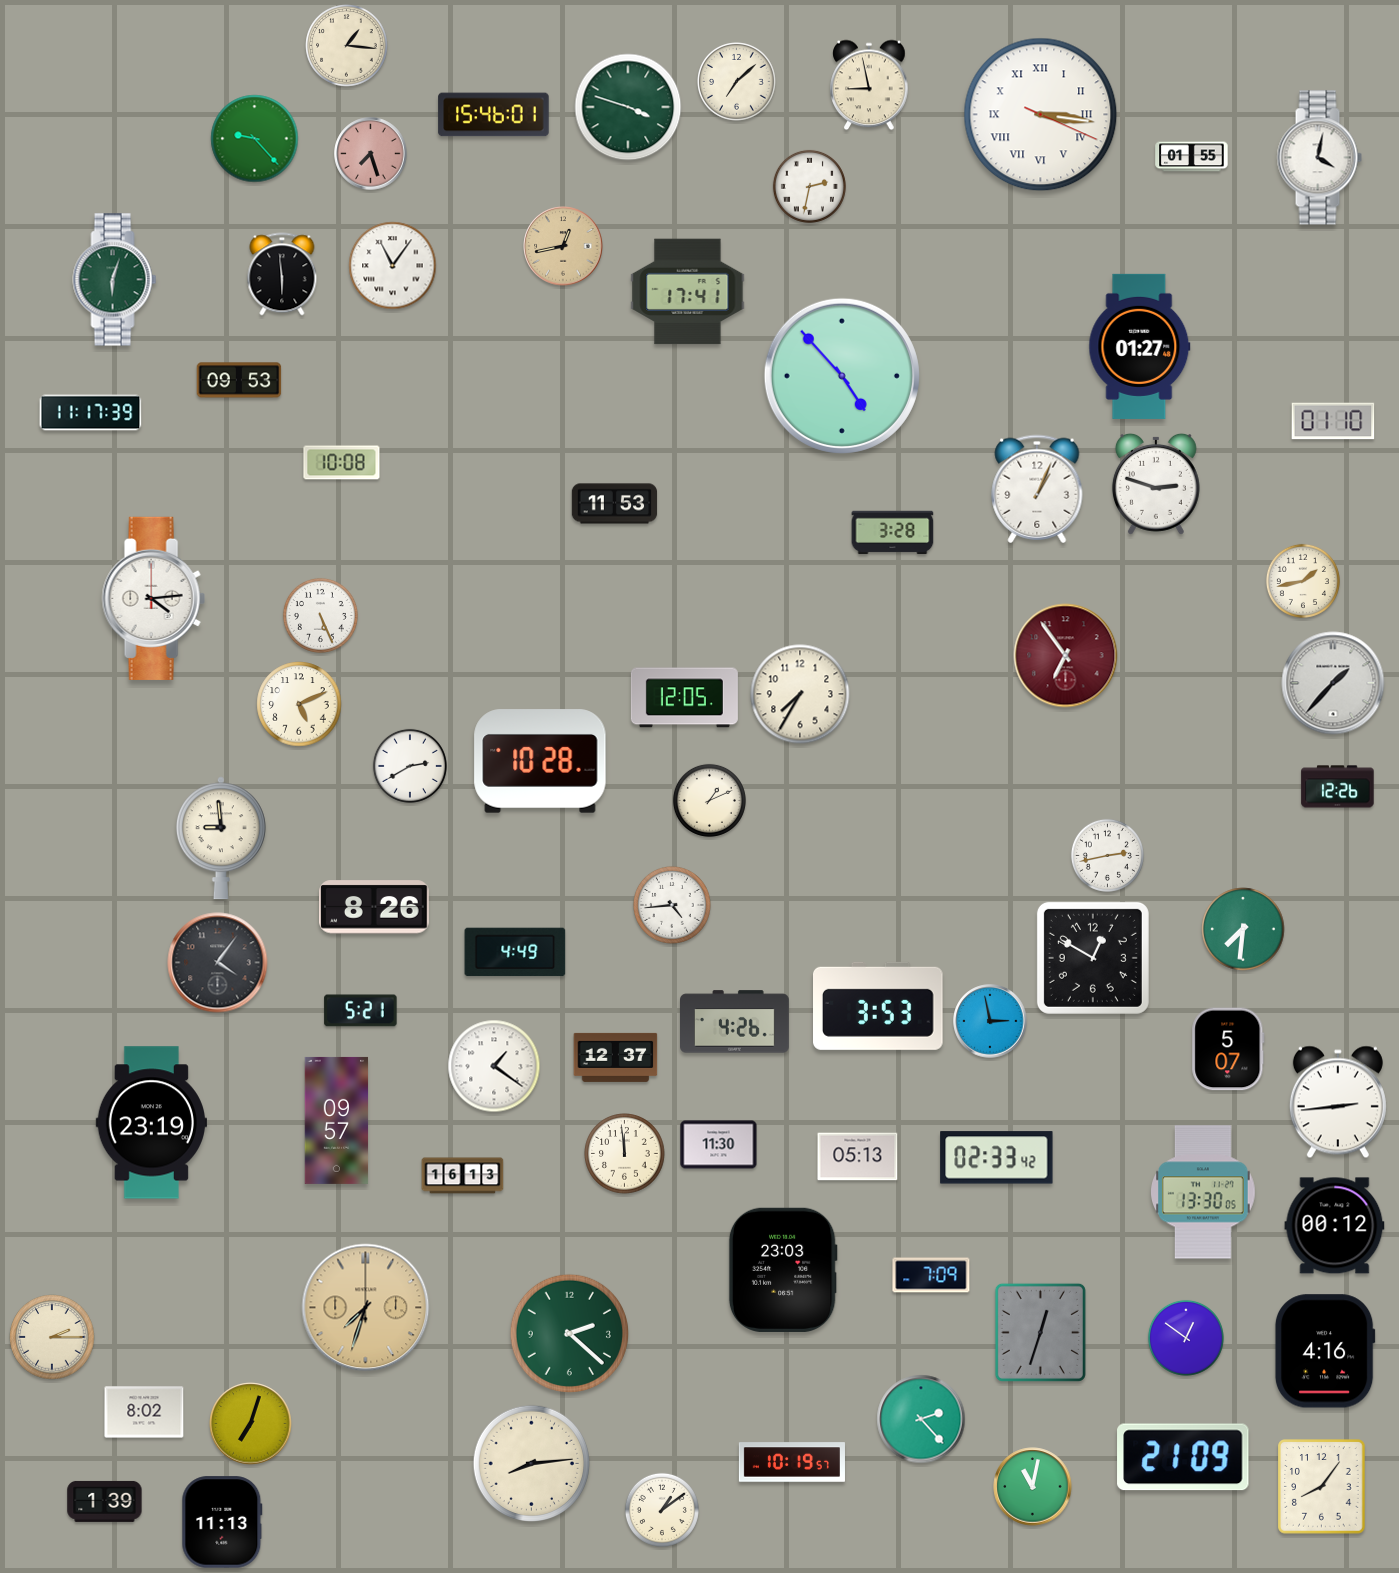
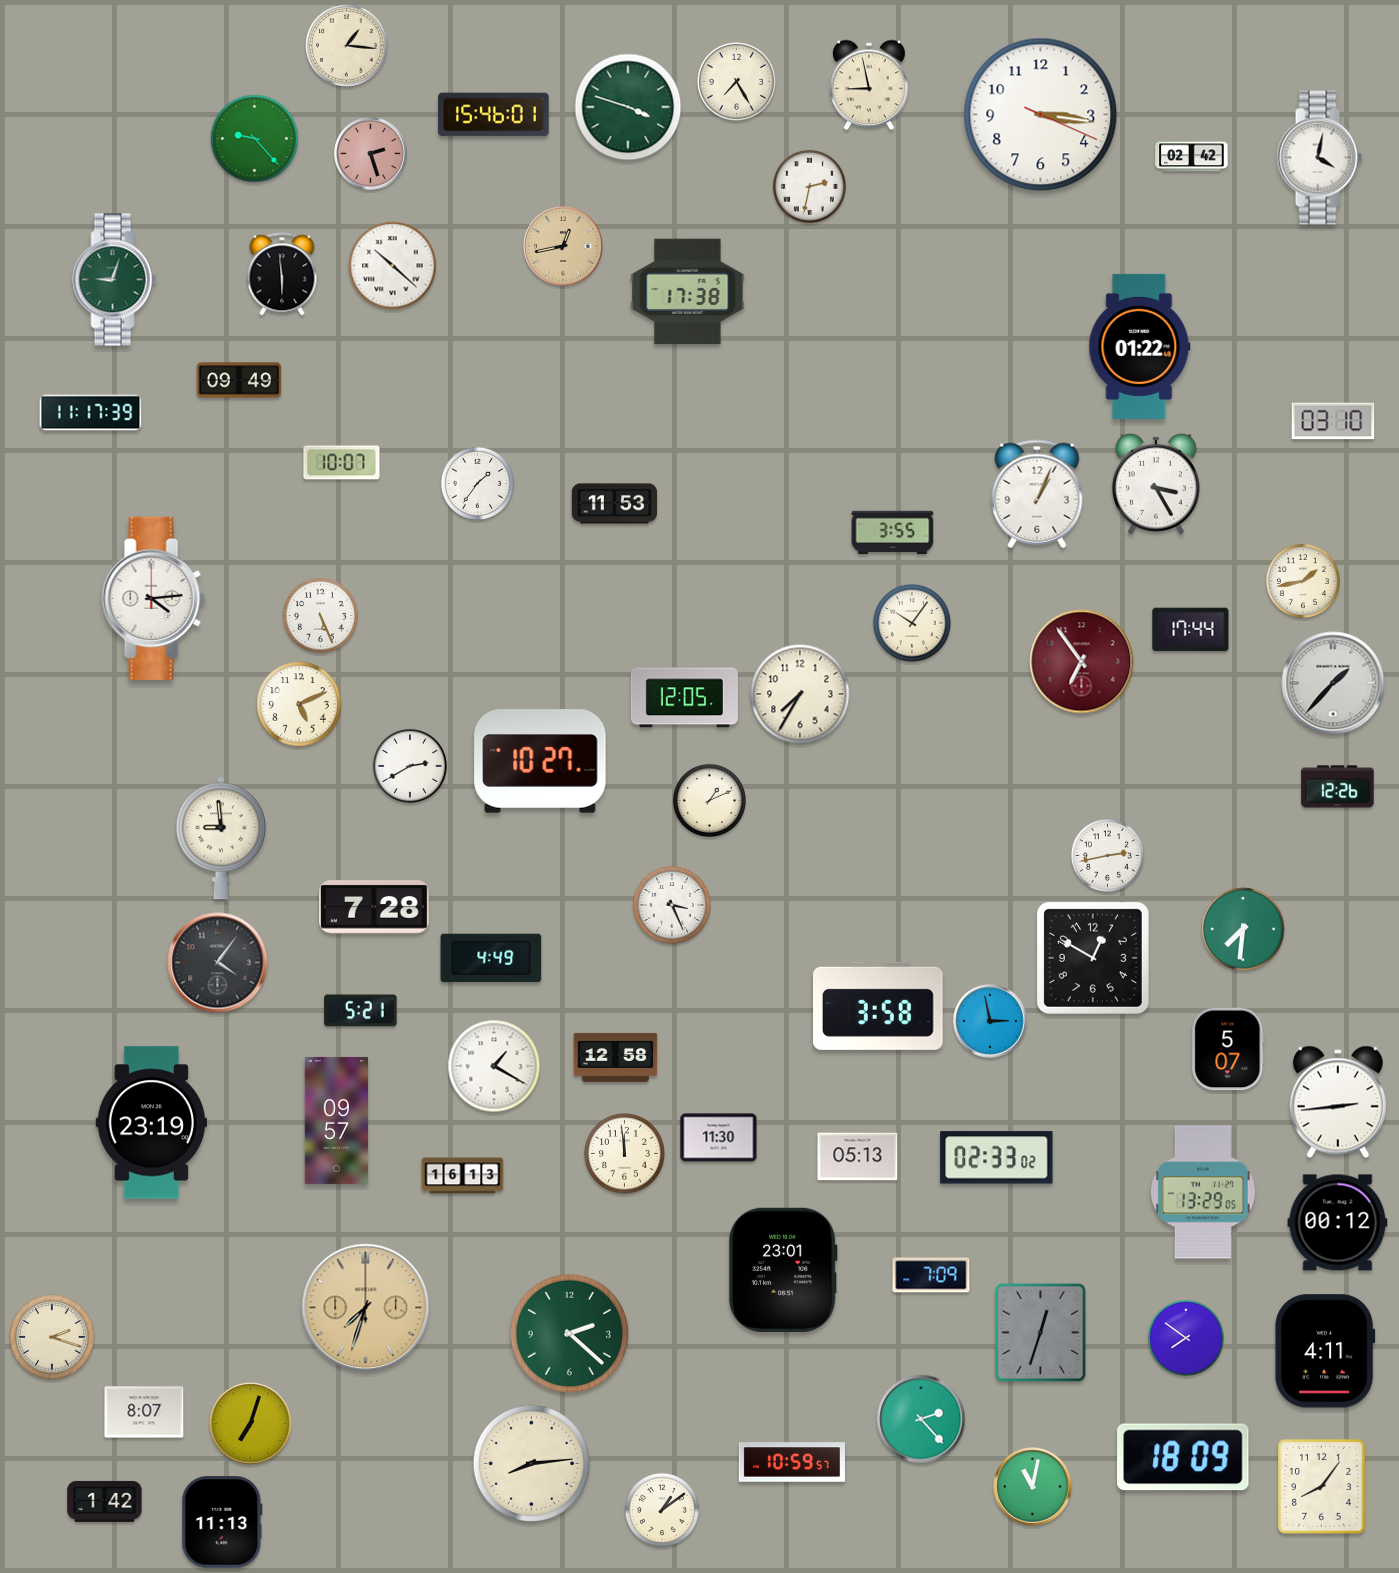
clock at (737, 82): 7:08 -> 7:25
clock at (1041, 115) numerals: Roman -> Arabic
clock at (371, 154): 7:27 -> 2:27
clock at (1192, 157): 01:55 -> 02:42
clock at (393, 266): 11:06 -> 10:22
clock at (115, 280): 6:03 -> 9:03
clock at (688, 292): 17:41 -> 17:38
clock at (1140, 346): 01:27 -> 01:22
clock at (842, 376): 4:53 -> none
clock at (239, 380): 09:53 -> 09:49
clock at (1333, 421): 01:10 -> 03:10
clock at (342, 463): 10:08 -> 10:07
clock at (477, 483): none -> 1:36
clock at (1156, 484): 2:48 -> 3:25
clock at (1037, 489) position: (1037, 489) -> (1037, 494)
clock at (893, 533): 3:28 -> 3:55
clock at (912, 623): none -> 10:06
clock at (1191, 630): none -> 17:44
clock at (1066, 656) position: (1066, 656) -> (1082, 662)
clock at (540, 761): 10:28 -> 10:27
clock at (672, 905): 4:44 -> 3:26
clock at (375, 907): 8:26 -> 7:28
clock at (515, 952) position: (515, 952) -> (491, 958)
clock at (879, 1006): 3:53 -> 3:58
clock at (735, 1022): 4:26 -> none
clock at (616, 1057): 12:37 -> 12:58
clock at (494, 1066): 1:21 -> 1:20
clock at (719, 1145) position: (719, 1145) -> (719, 1138)
clock at (997, 1158): 02:33:42 -> 02:33:02
clock at (1204, 1192): 13:30 -> 13:29
clock at (1335, 1226) position: (1335, 1226) -> (1338, 1223)
clock at (783, 1270): 23:03 -> 23:01
clock at (52, 1337): 2:15 -> 2:18
clock at (1186, 1338): 12:51 -> 7:51
clock at (1325, 1351): 4:16 -> 4:11
clock at (144, 1412): 8:02 -> 8:07
clock at (1183, 1457): 21:09 -> 18:09
clock at (792, 1462): 10:19 -> 10:59
clock at (105, 1501): 1:39 -> 1:42
